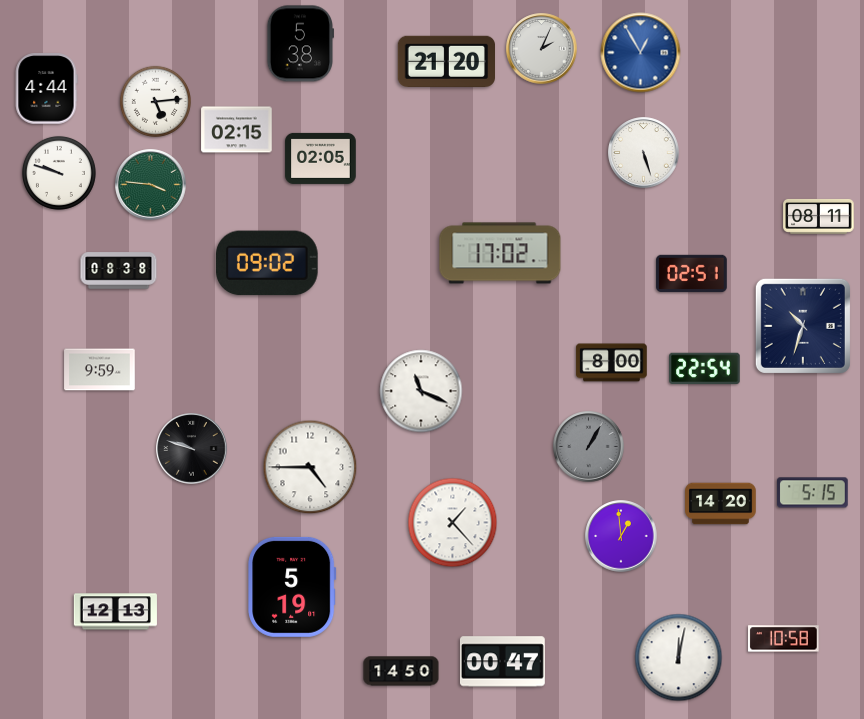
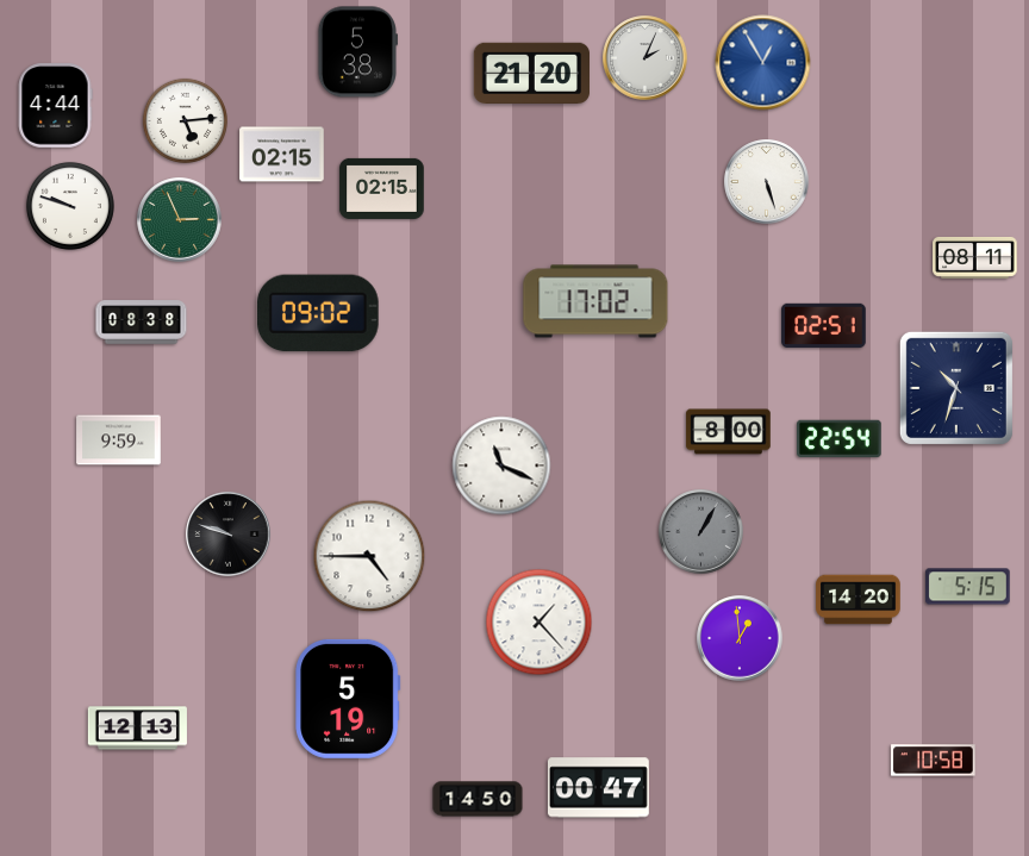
clock at (321, 158): 02:05 -> 02:15
clock at (151, 185): 3:46 -> 2:56
clock at (679, 658): 12:02 -> none
